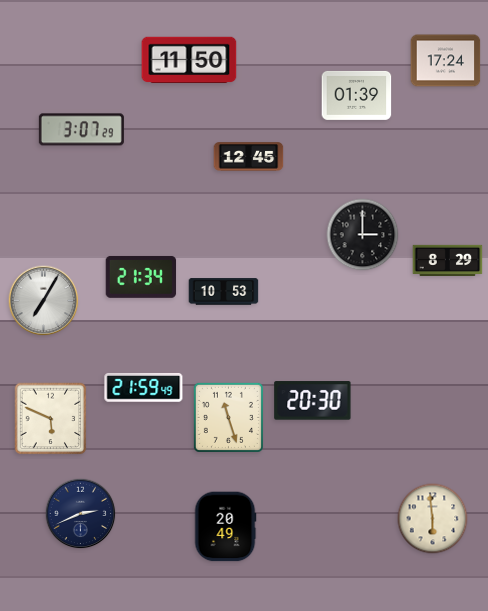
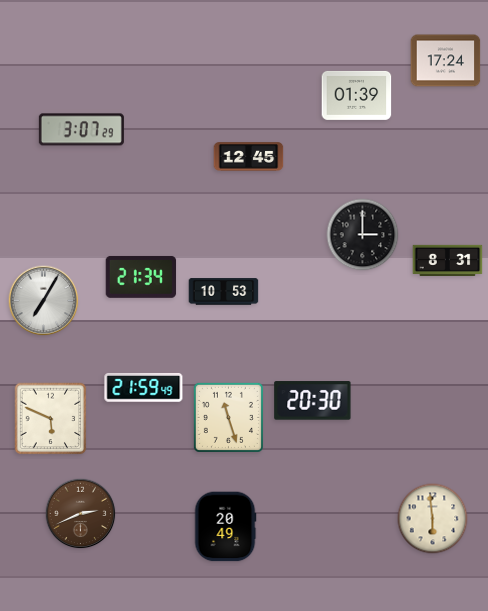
clock at (189, 60): 11:50 -> none
clock at (448, 260): 8:29 -> 8:31
clock at (81, 514) dial: navy -> brown
